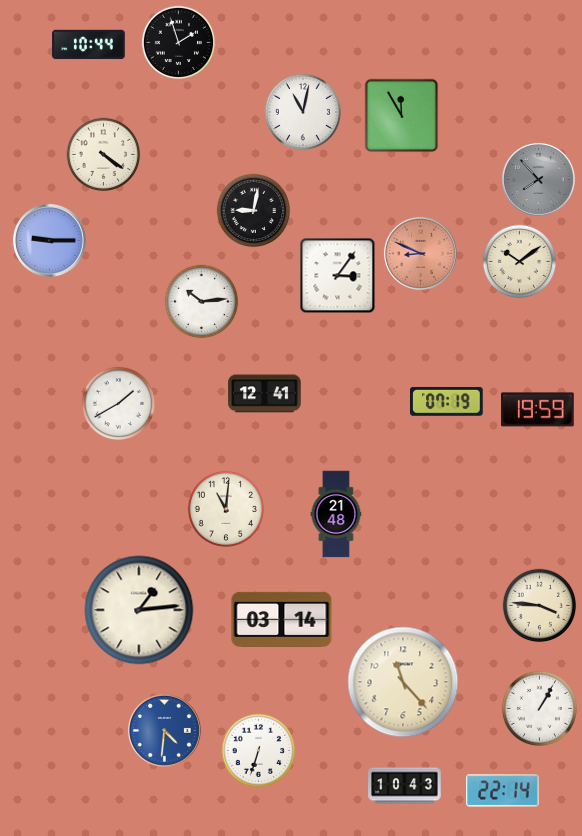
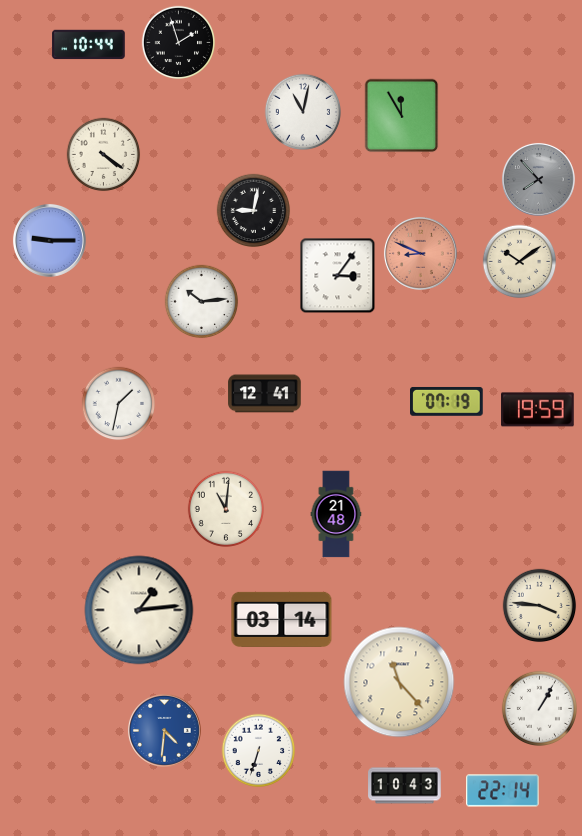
clock at (119, 404): 1:40 -> 1:32
clock at (403, 682) position: (403, 682) -> (399, 682)
